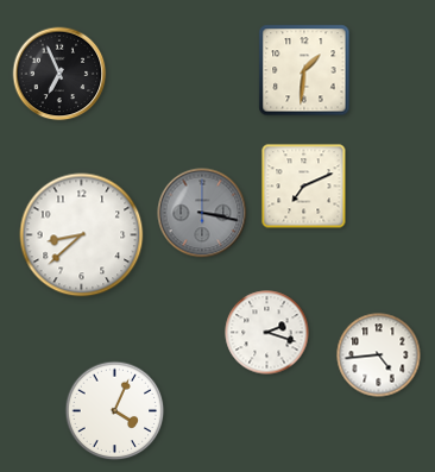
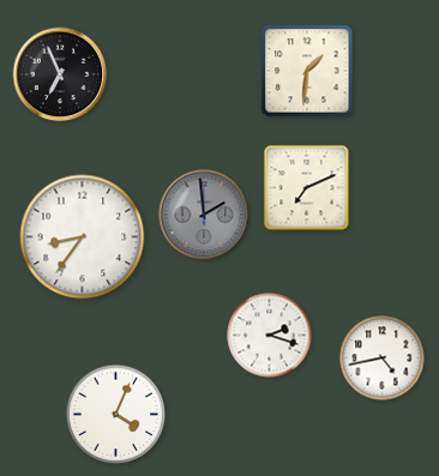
clock at (202, 213): 3:17 -> 1:59
clock at (82, 235): 8:38 -> 8:36
clock at (379, 355): 4:44 -> 4:43
